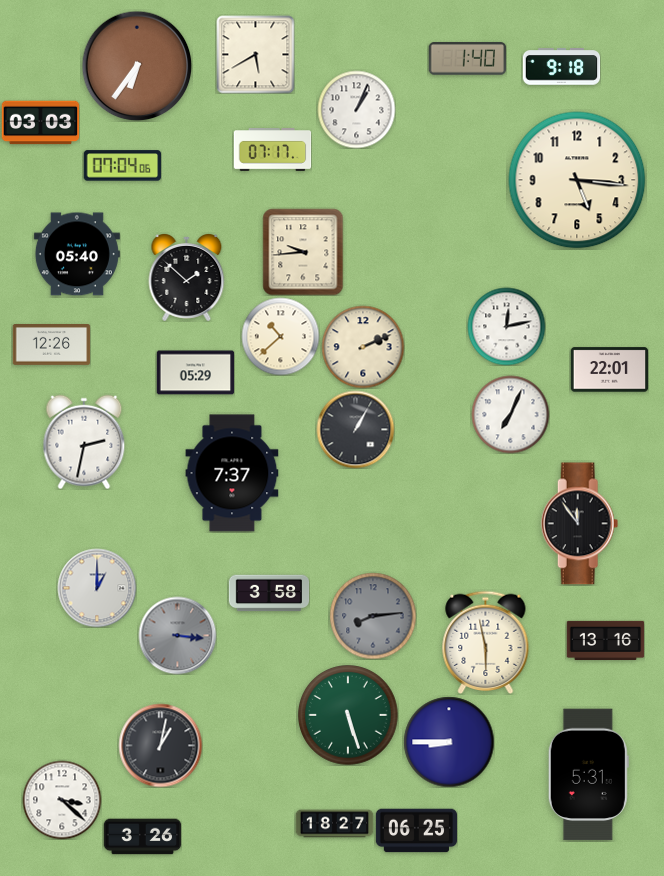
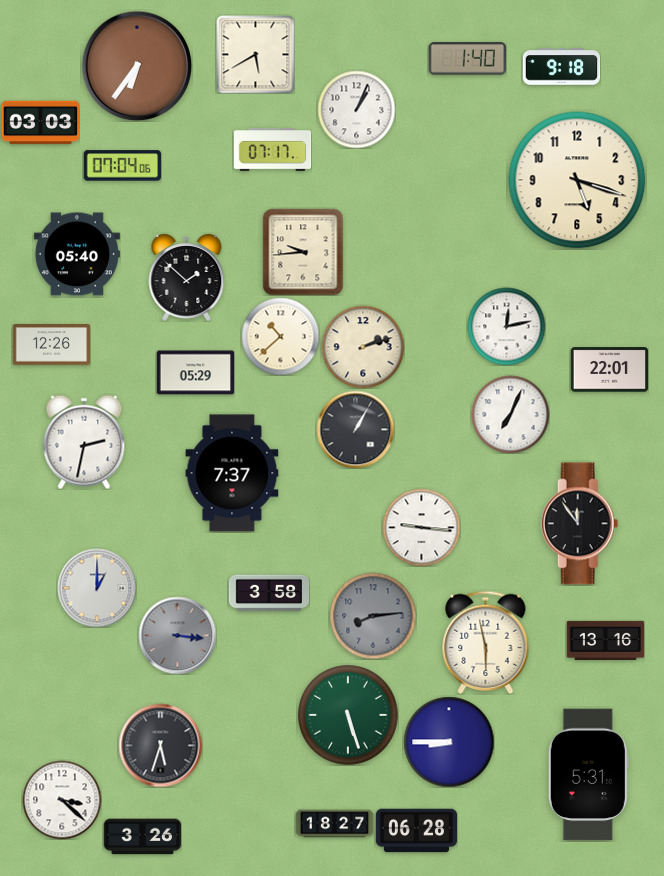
clock at (577, 180): 5:16 -> 5:18
clock at (363, 347): 2:11 -> 2:12
clock at (421, 527): none -> 9:16
clock at (160, 745): 1:02 -> 5:33
clock at (416, 831): 06:25 -> 06:28
